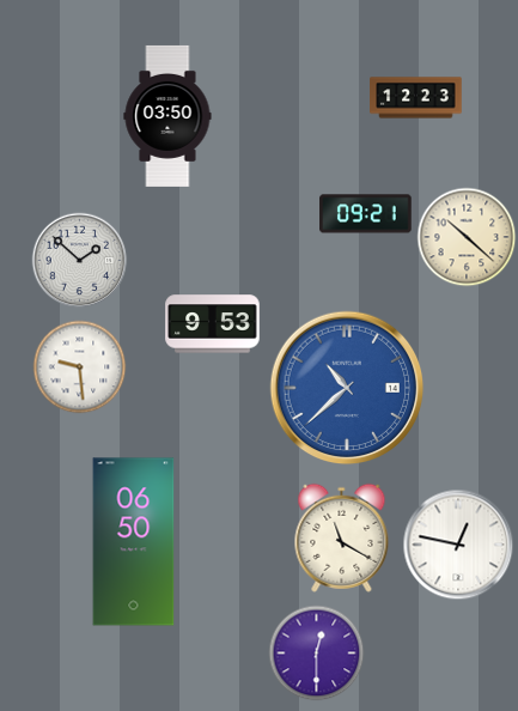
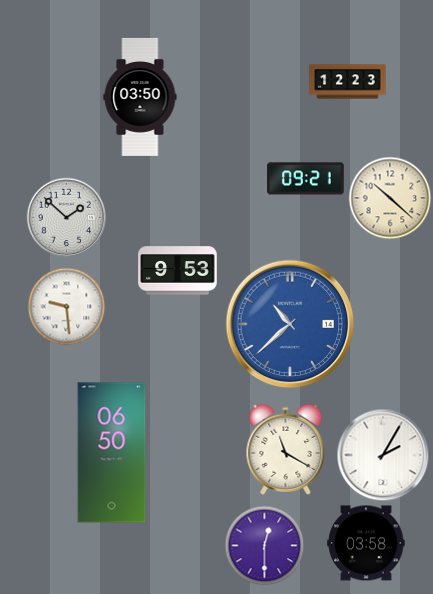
clock at (458, 545): 12:47 -> 2:05
clock at (366, 543): none -> 03:58
